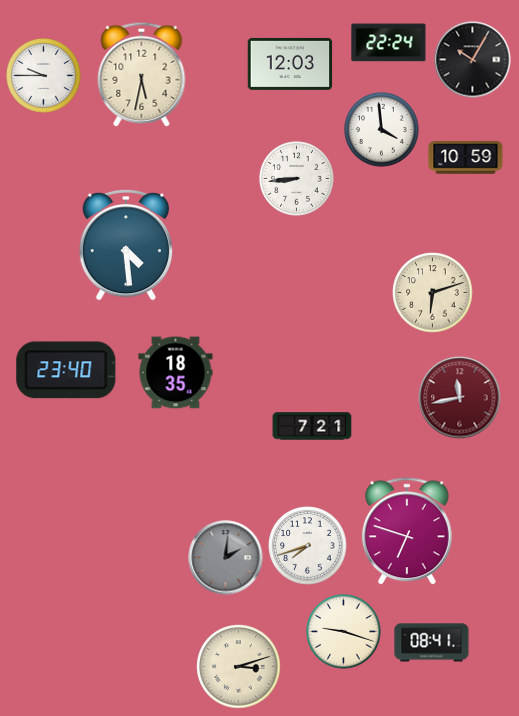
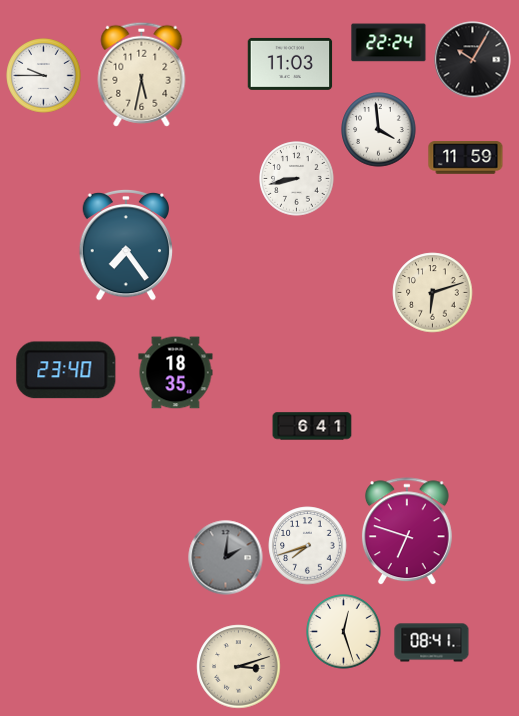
clock at (290, 64): 12:03 -> 11:03
clock at (382, 130) position: (382, 130) -> (379, 130)
clock at (466, 158): 10:59 -> 11:59
clock at (297, 179): 8:44 -> 8:43
clock at (126, 245): 4:29 -> 7:24
clock at (460, 398): 11:43 -> none
clock at (312, 426): 7:21 -> 6:41
clock at (344, 632): 9:18 -> 12:27
